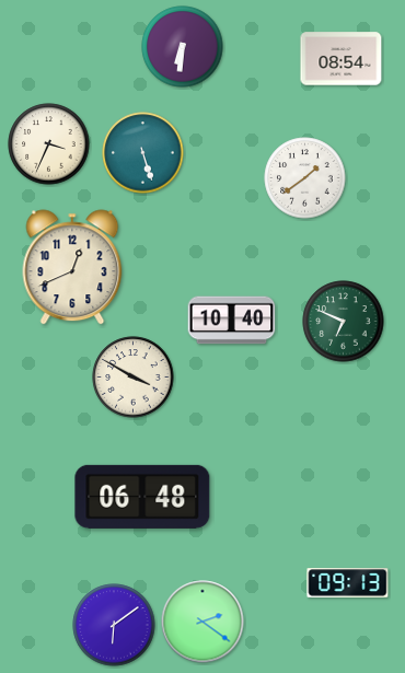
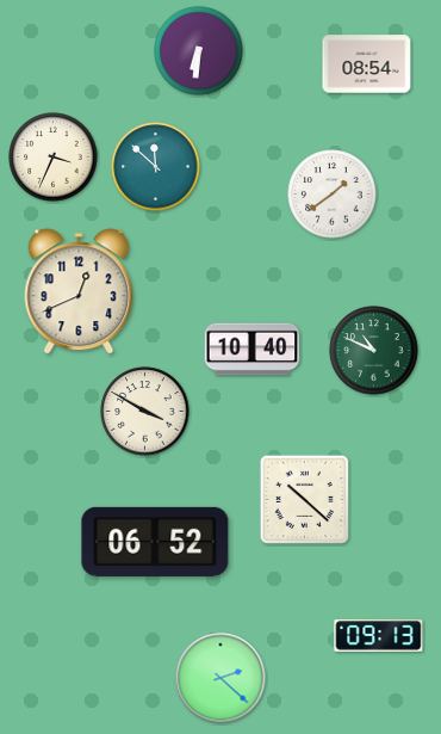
clock at (342, 59) position: (342, 59) -> (367, 64)
clock at (143, 153): 5:27 -> 11:52
clock at (344, 322): 6:49 -> 10:49
clock at (304, 499): none -> 10:22
clock at (142, 497): 06:48 -> 06:52
clock at (202, 622): 2:21 -> 2:22
clock at (114, 625): 6:09 -> none
